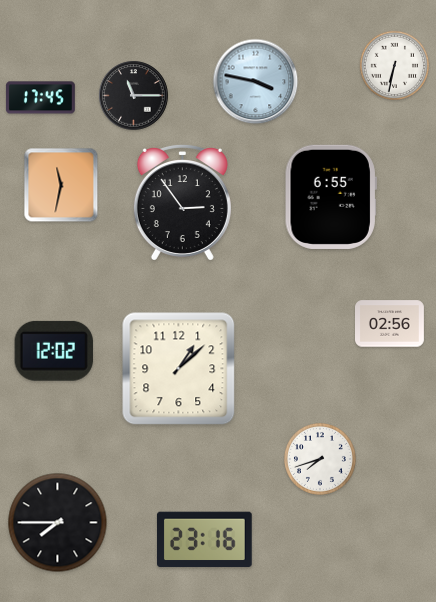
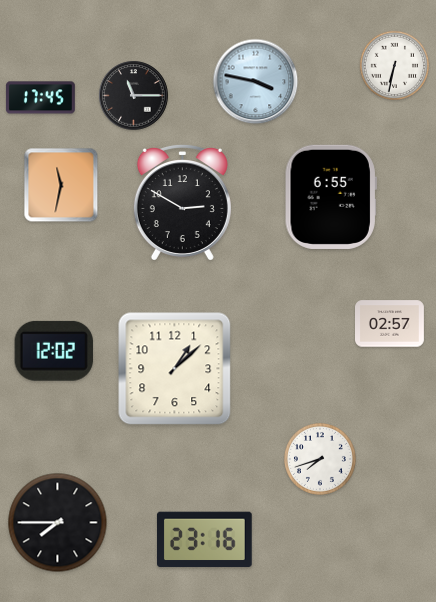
clock at (182, 203): 2:54 -> 2:50
clock at (390, 324): 02:56 -> 02:57
clock at (179, 369) position: (179, 369) -> (175, 369)
